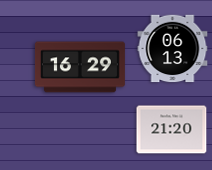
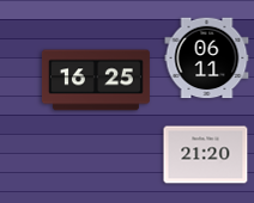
clock at (173, 49): 06:13 -> 06:11
clock at (80, 67): 16:29 -> 16:25
